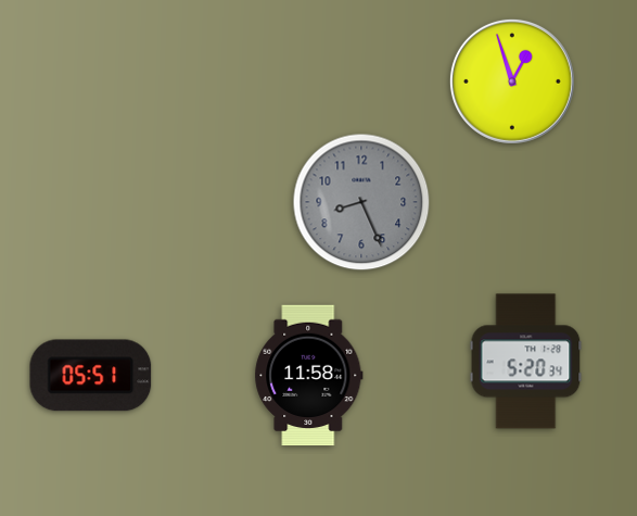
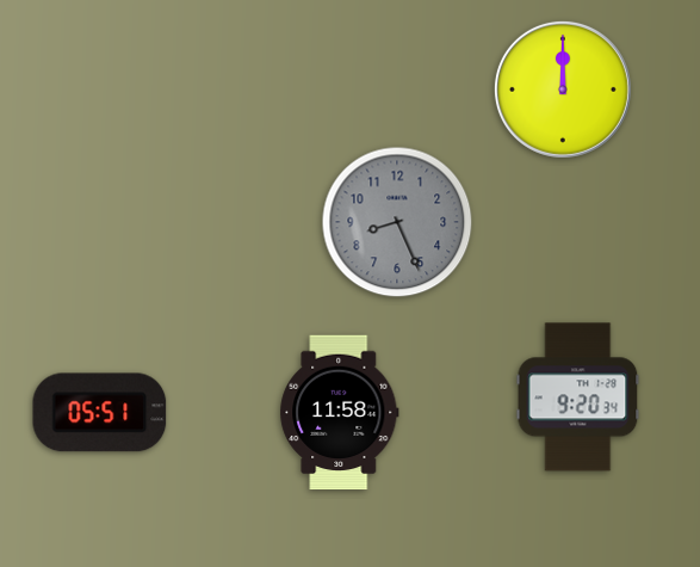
clock at (512, 81): 12:57 -> 12:00
clock at (526, 362): 5:20 -> 9:20
